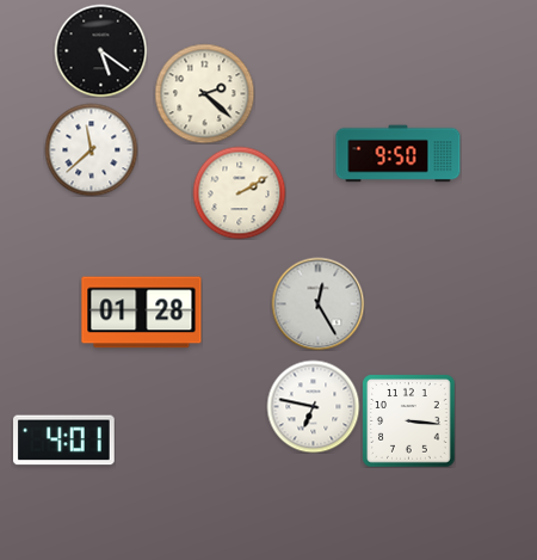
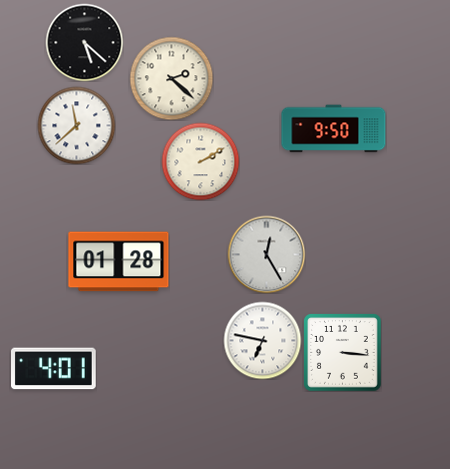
clock at (100, 50): 5:21 -> 5:22
